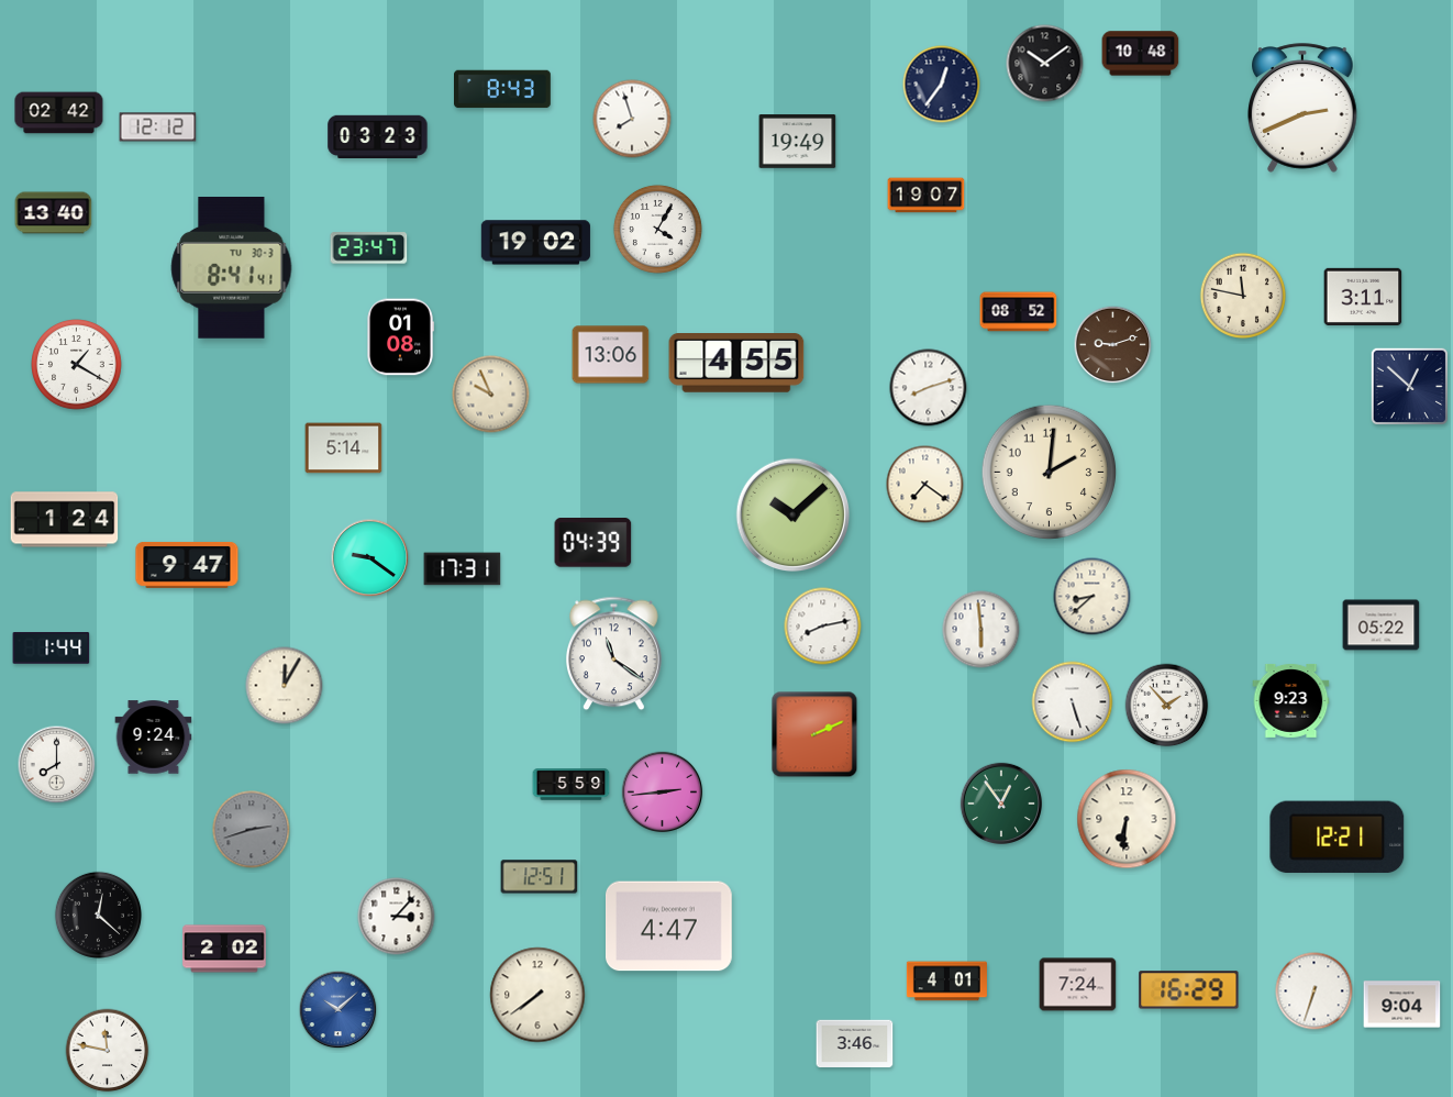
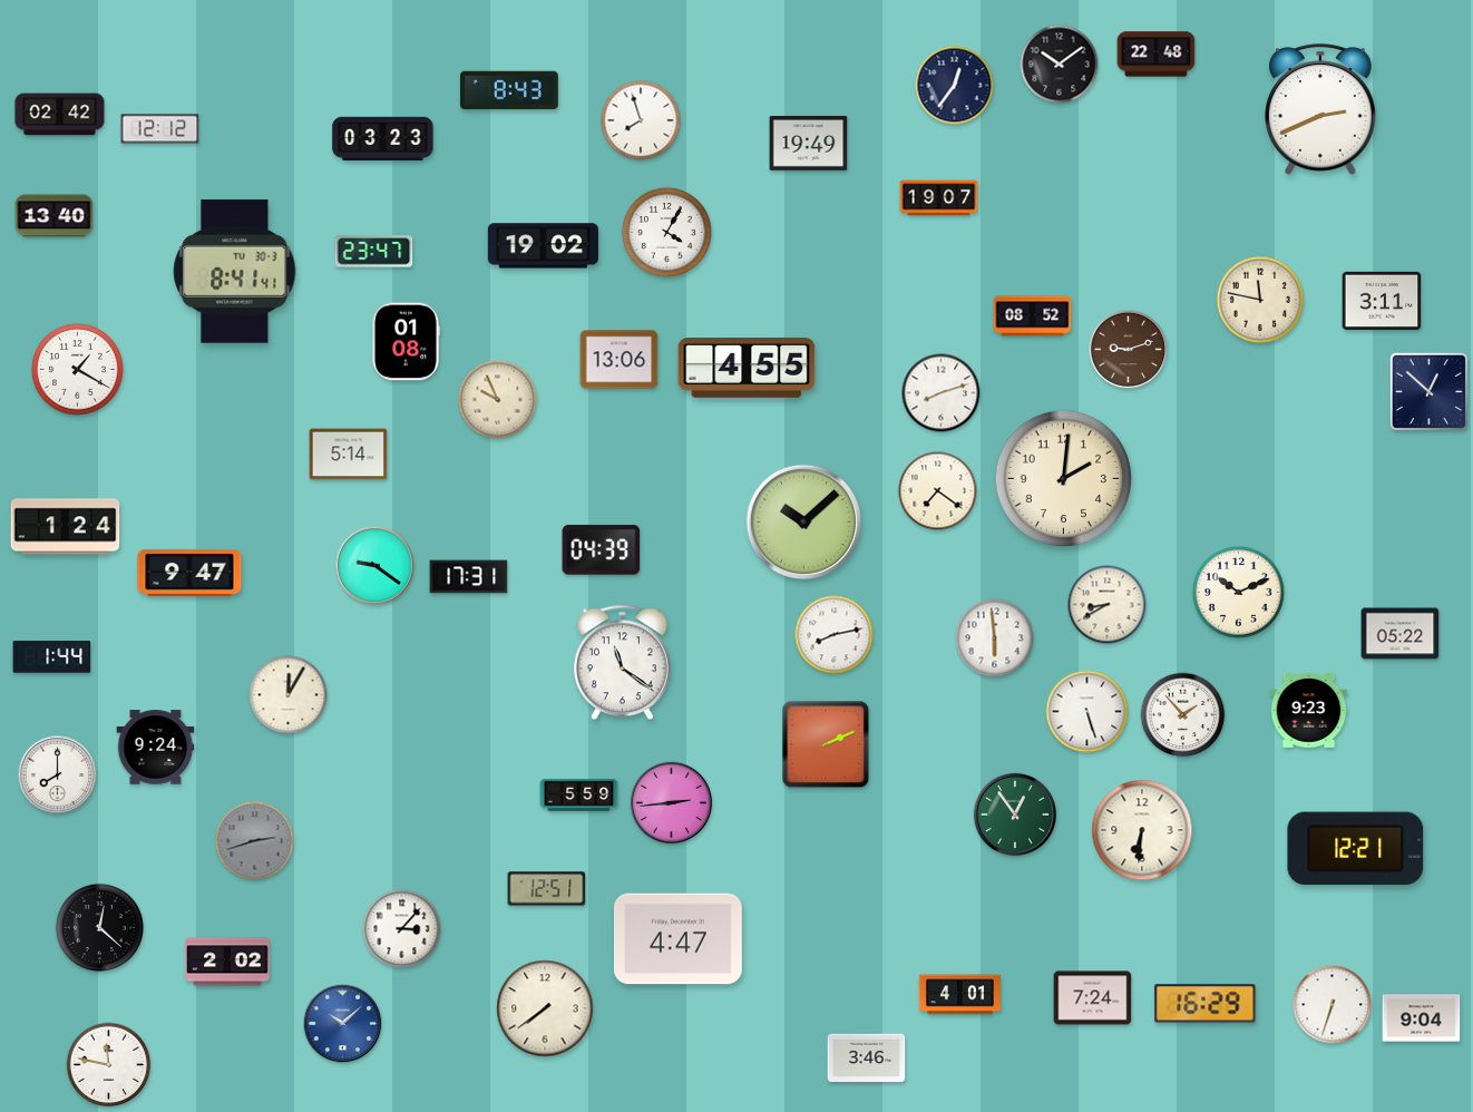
clock at (1141, 54): 10:48 -> 22:48
clock at (1239, 593): none -> 10:11
clock at (1092, 597): 8:38 -> 8:40
